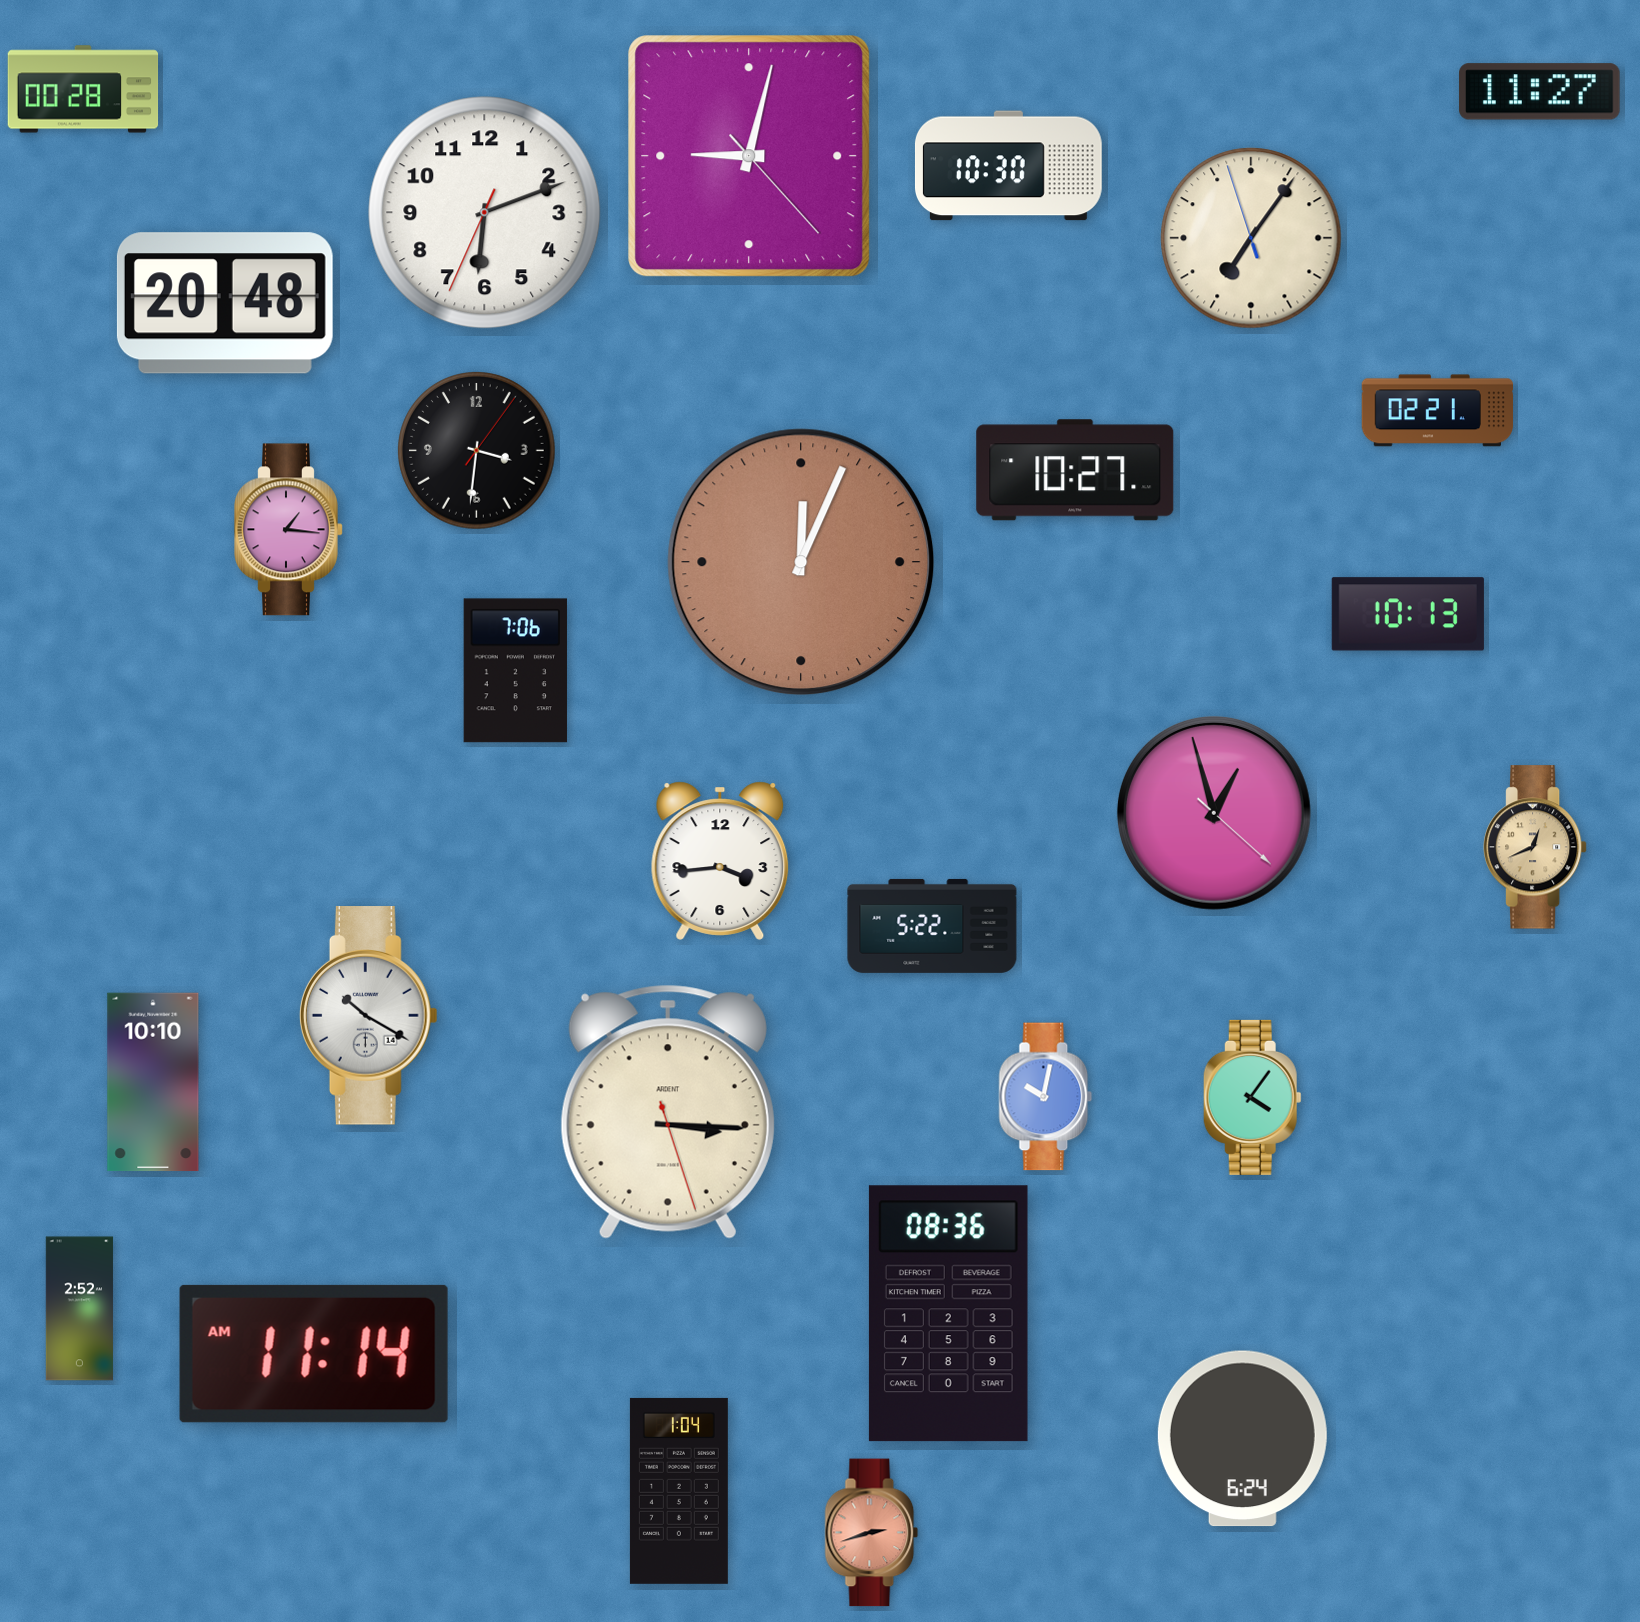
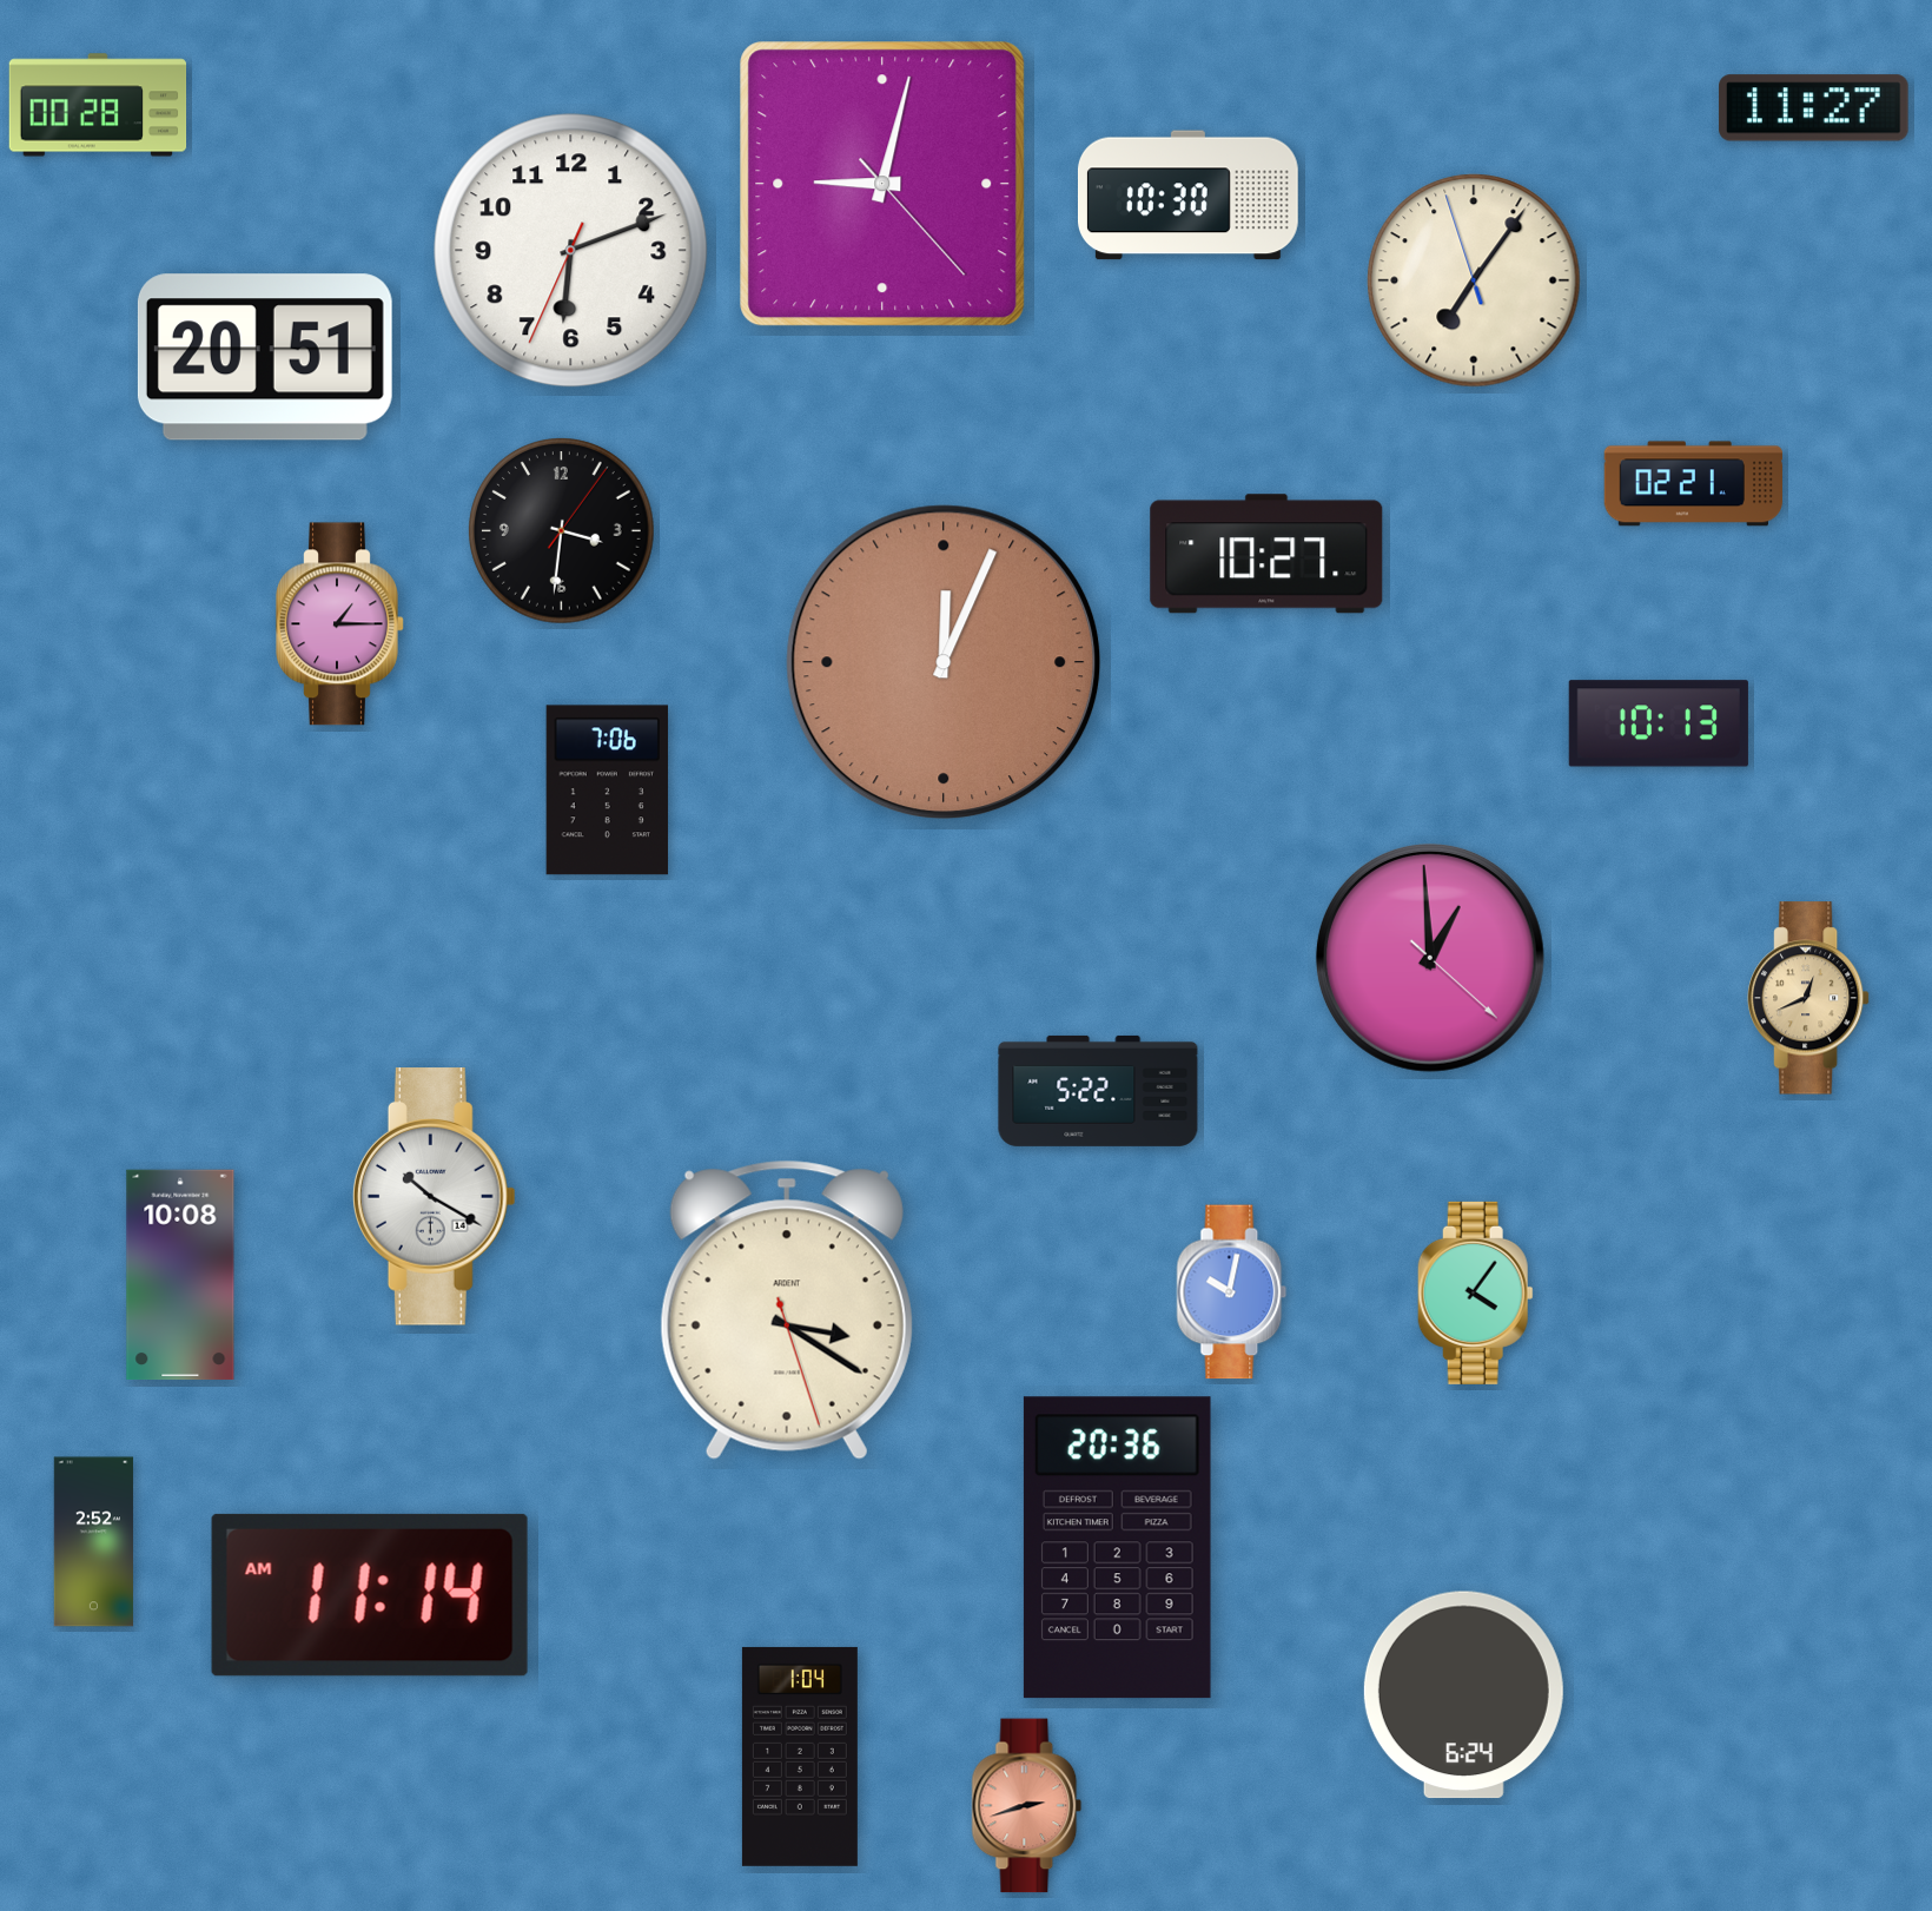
clock at (225, 303): 20:48 -> 20:51
clock at (289, 530): 1:16 -> 1:15
clock at (1214, 813): 12:57 -> 12:59
clock at (720, 861): 3:44 -> none
clock at (153, 1082): 10:10 -> 10:08
clock at (668, 1112): 3:15 -> 3:20
clock at (948, 1314): 08:36 -> 20:36
